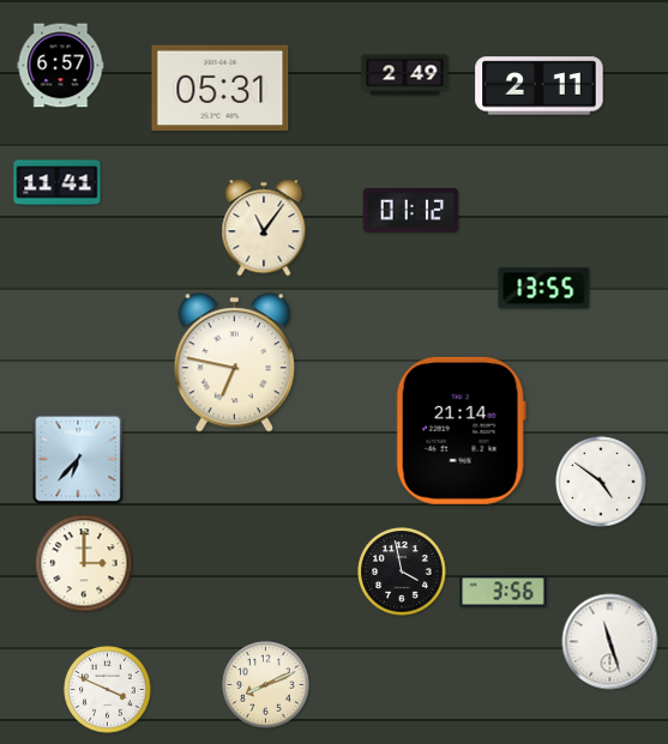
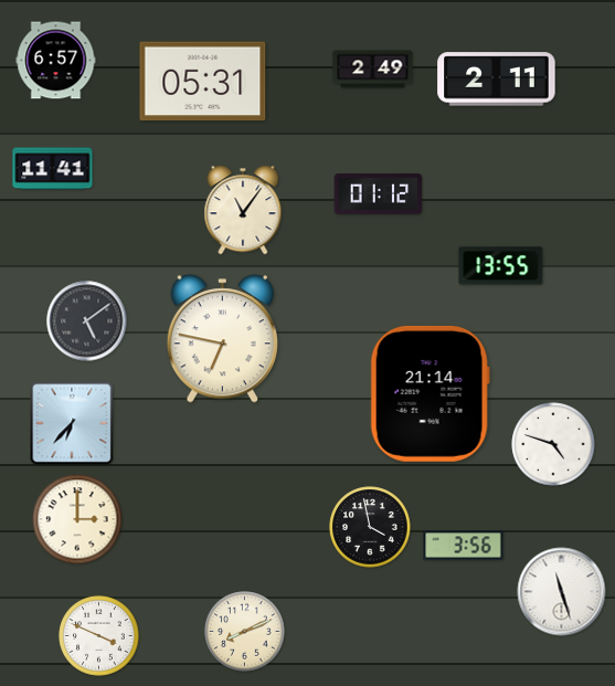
clock at (87, 321): none -> 5:09
clock at (234, 363) position: (234, 363) -> (222, 339)
clock at (461, 430) position: (461, 430) -> (430, 393)
clock at (601, 482): 4:51 -> 4:48
